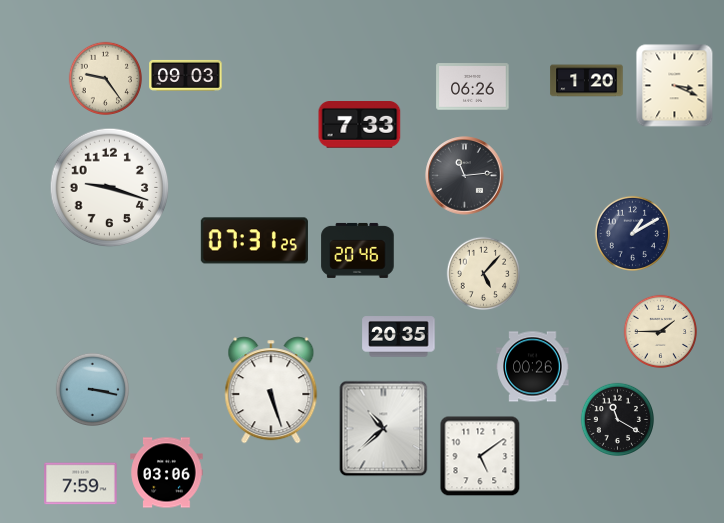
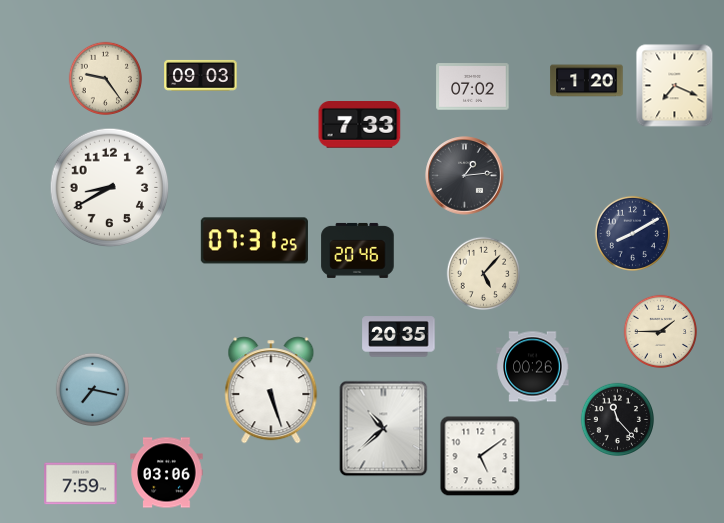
clock at (186, 75) position: (186, 75) -> (201, 75)
clock at (675, 86): 3:19 -> 7:19
clock at (473, 87): 06:26 -> 07:02
clock at (465, 176): 11:14 -> 1:14
clock at (110, 188): 9:18 -> 8:40
clock at (632, 233): 1:10 -> 8:10
clock at (92, 389): 3:17 -> 7:17
clock at (617, 419): 11:20 -> 11:23
